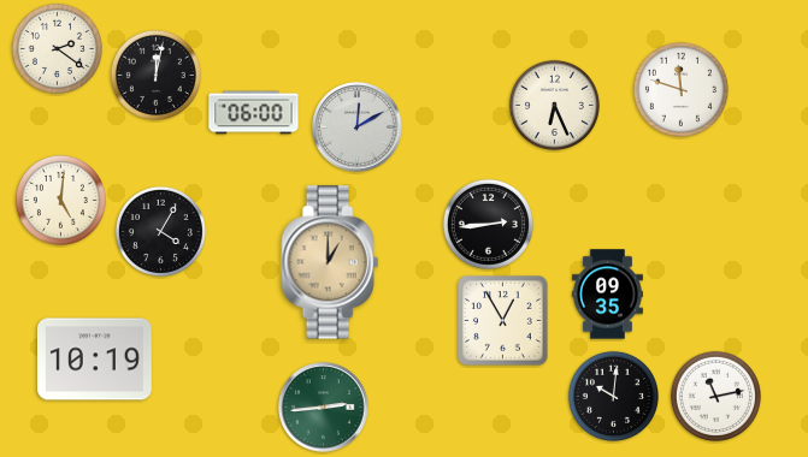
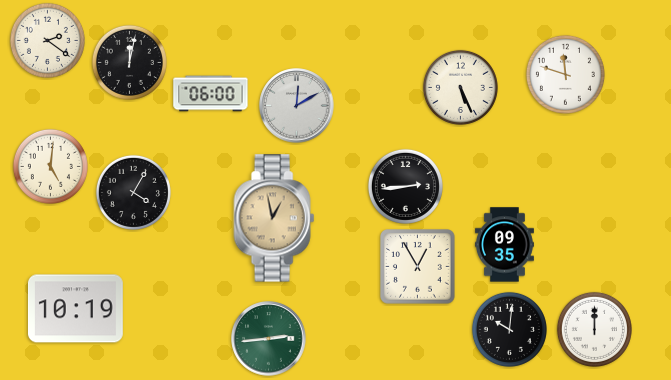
clock at (554, 105): 6:26 -> 5:26
clock at (330, 262): 1:00 -> 12:58
clock at (94, 360) position: (94, 360) -> (75, 309)
clock at (715, 396): 11:13 -> 12:00
